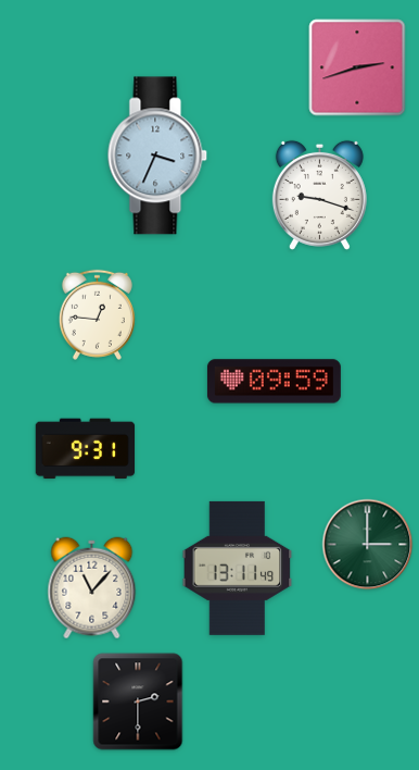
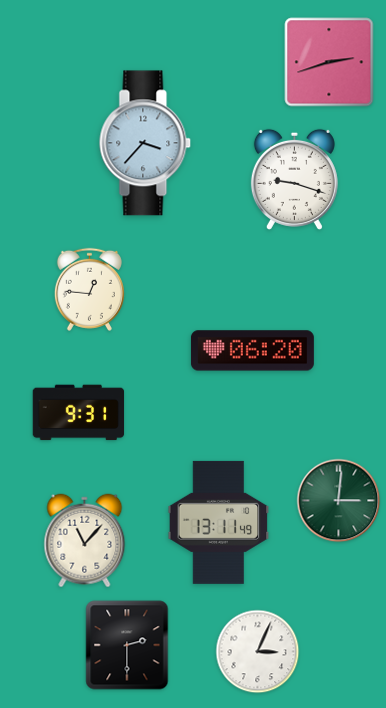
clock at (157, 156): 3:34 -> 3:37
clock at (274, 382): 09:59 -> 06:20
clock at (368, 545): 3:00 -> 3:01
clock at (258, 652): none -> 3:04
